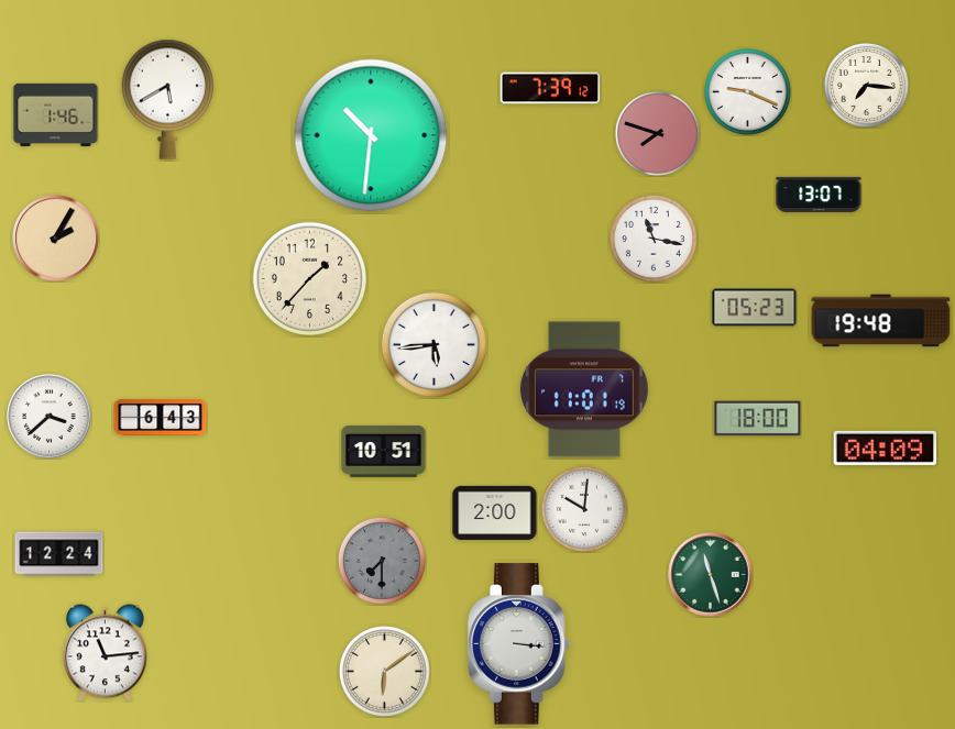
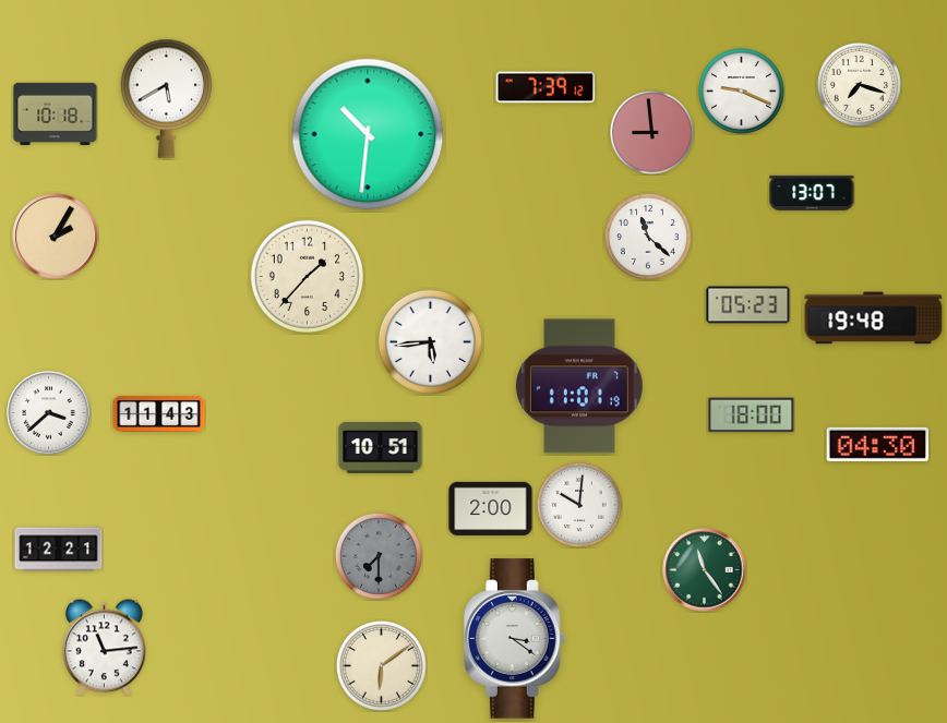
clock at (866, 85): 7:16 -> 7:18
clock at (56, 114): 1:46 -> 10:18
clock at (657, 133): 7:48 -> 8:59
clock at (654, 239): 11:17 -> 11:22
clock at (161, 417): 6:43 -> 11:43
clock at (886, 448): 04:09 -> 04:30
clock at (59, 554): 12:24 -> 12:21
clock at (711, 575): 11:27 -> 11:24
clock at (518, 644): 3:16 -> 3:21
